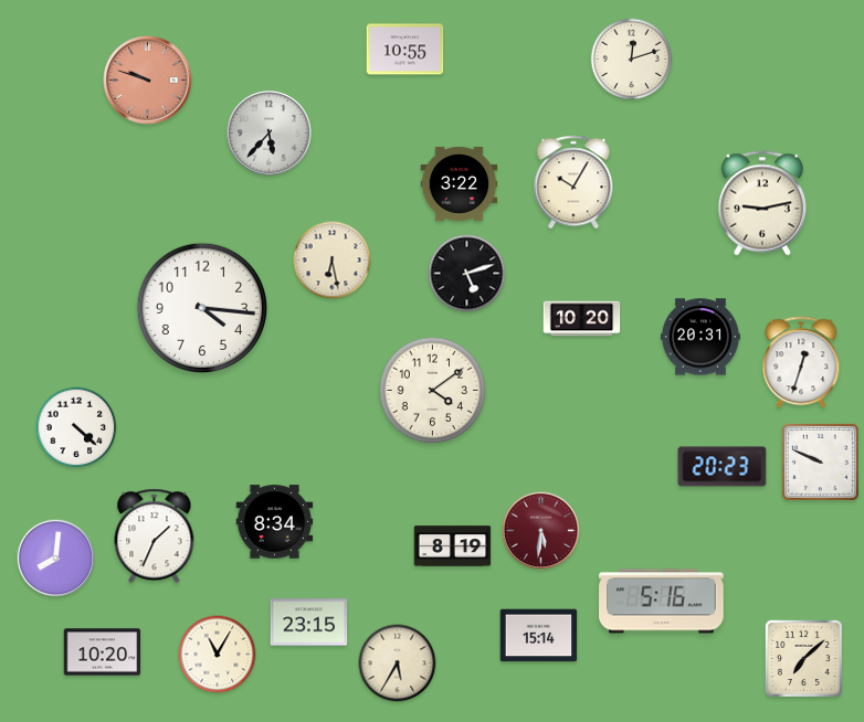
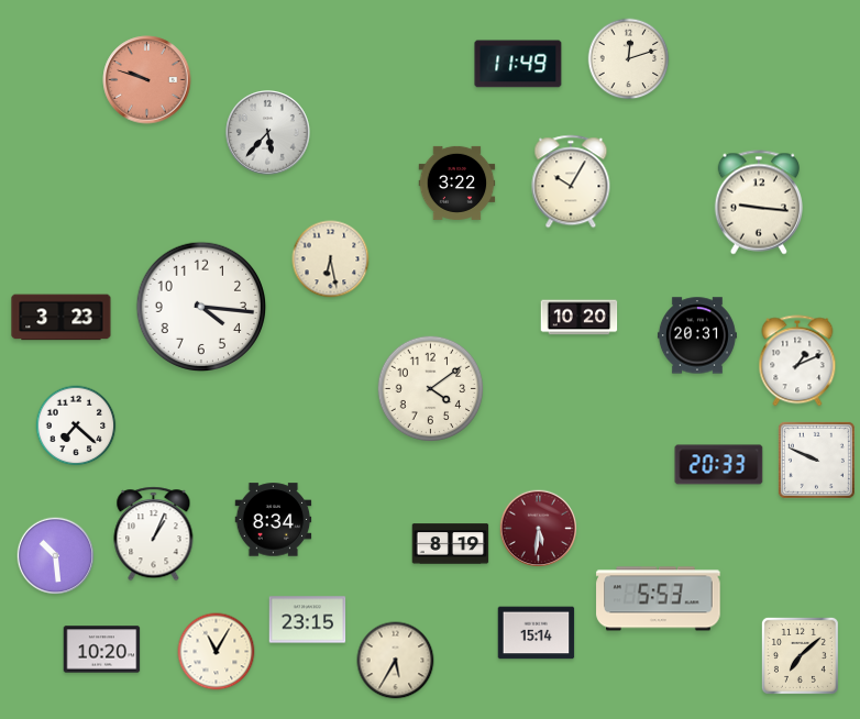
clock at (405, 50): 10:55 -> none
clock at (518, 64): none -> 11:49
clock at (761, 203): 9:13 -> 9:16
clock at (467, 274): 5:12 -> none
clock at (62, 318): none -> 3:23
clock at (801, 362): 12:33 -> 1:11
clock at (76, 427): 4:22 -> 7:22
clock at (723, 467): 20:23 -> 20:33
clock at (155, 537): 1:34 -> 1:04
clock at (56, 559): 8:01 -> 10:29
clock at (662, 602): 5:16 -> 5:53
